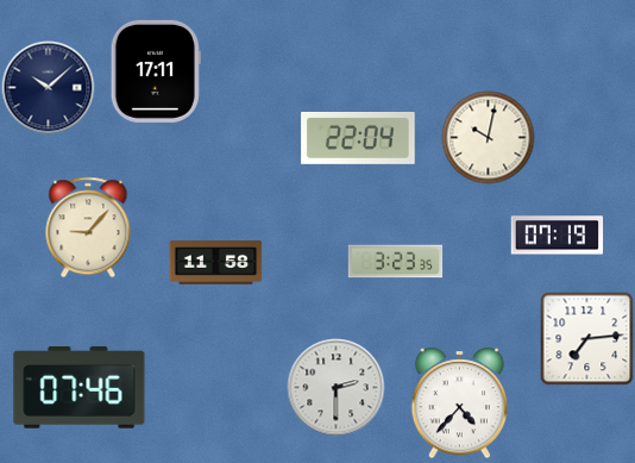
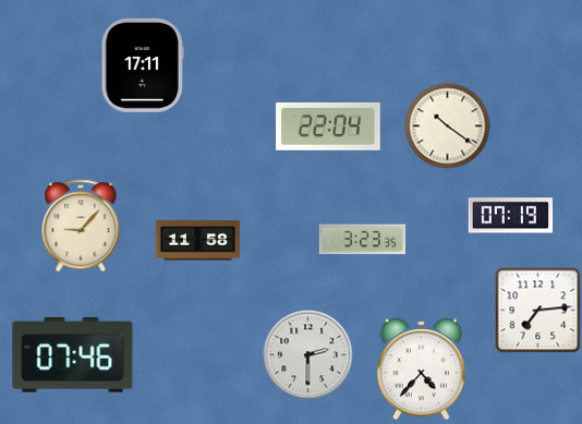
clock at (48, 87): 10:08 -> none
clock at (488, 137): 10:02 -> 10:21
clock at (88, 227) position: (88, 227) -> (81, 226)
